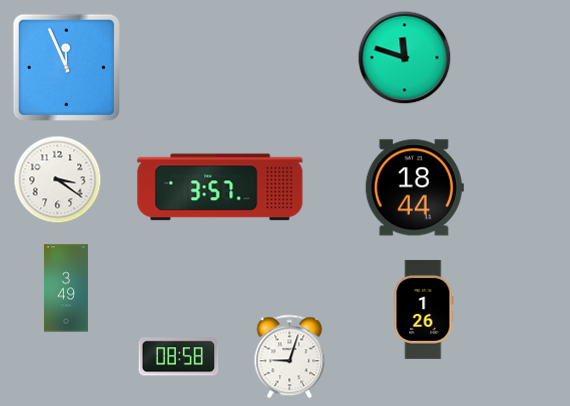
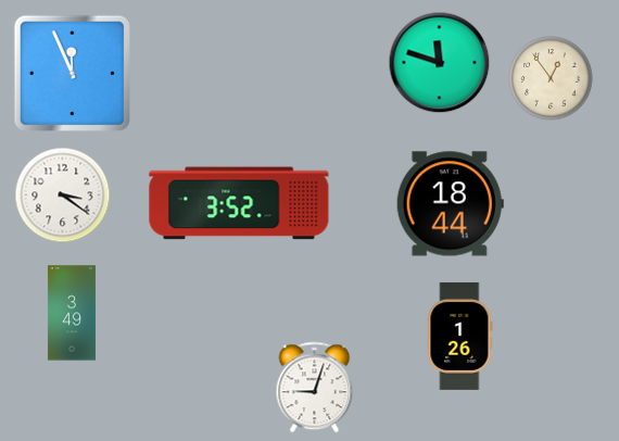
clock at (551, 78): none -> 12:54
clock at (220, 187): 3:57 -> 3:52
clock at (179, 357): 08:58 -> none
